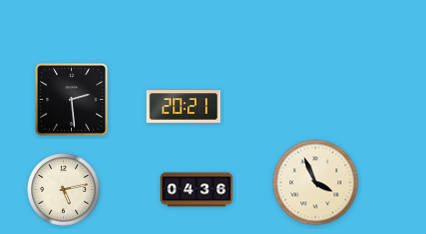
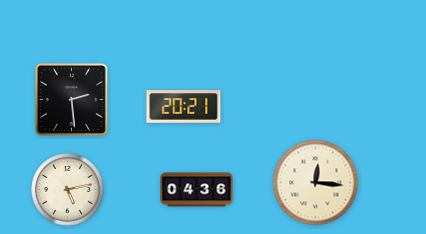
clock at (316, 183): 3:56 -> 12:16
clock at (64, 190) position: (64, 190) -> (68, 190)
